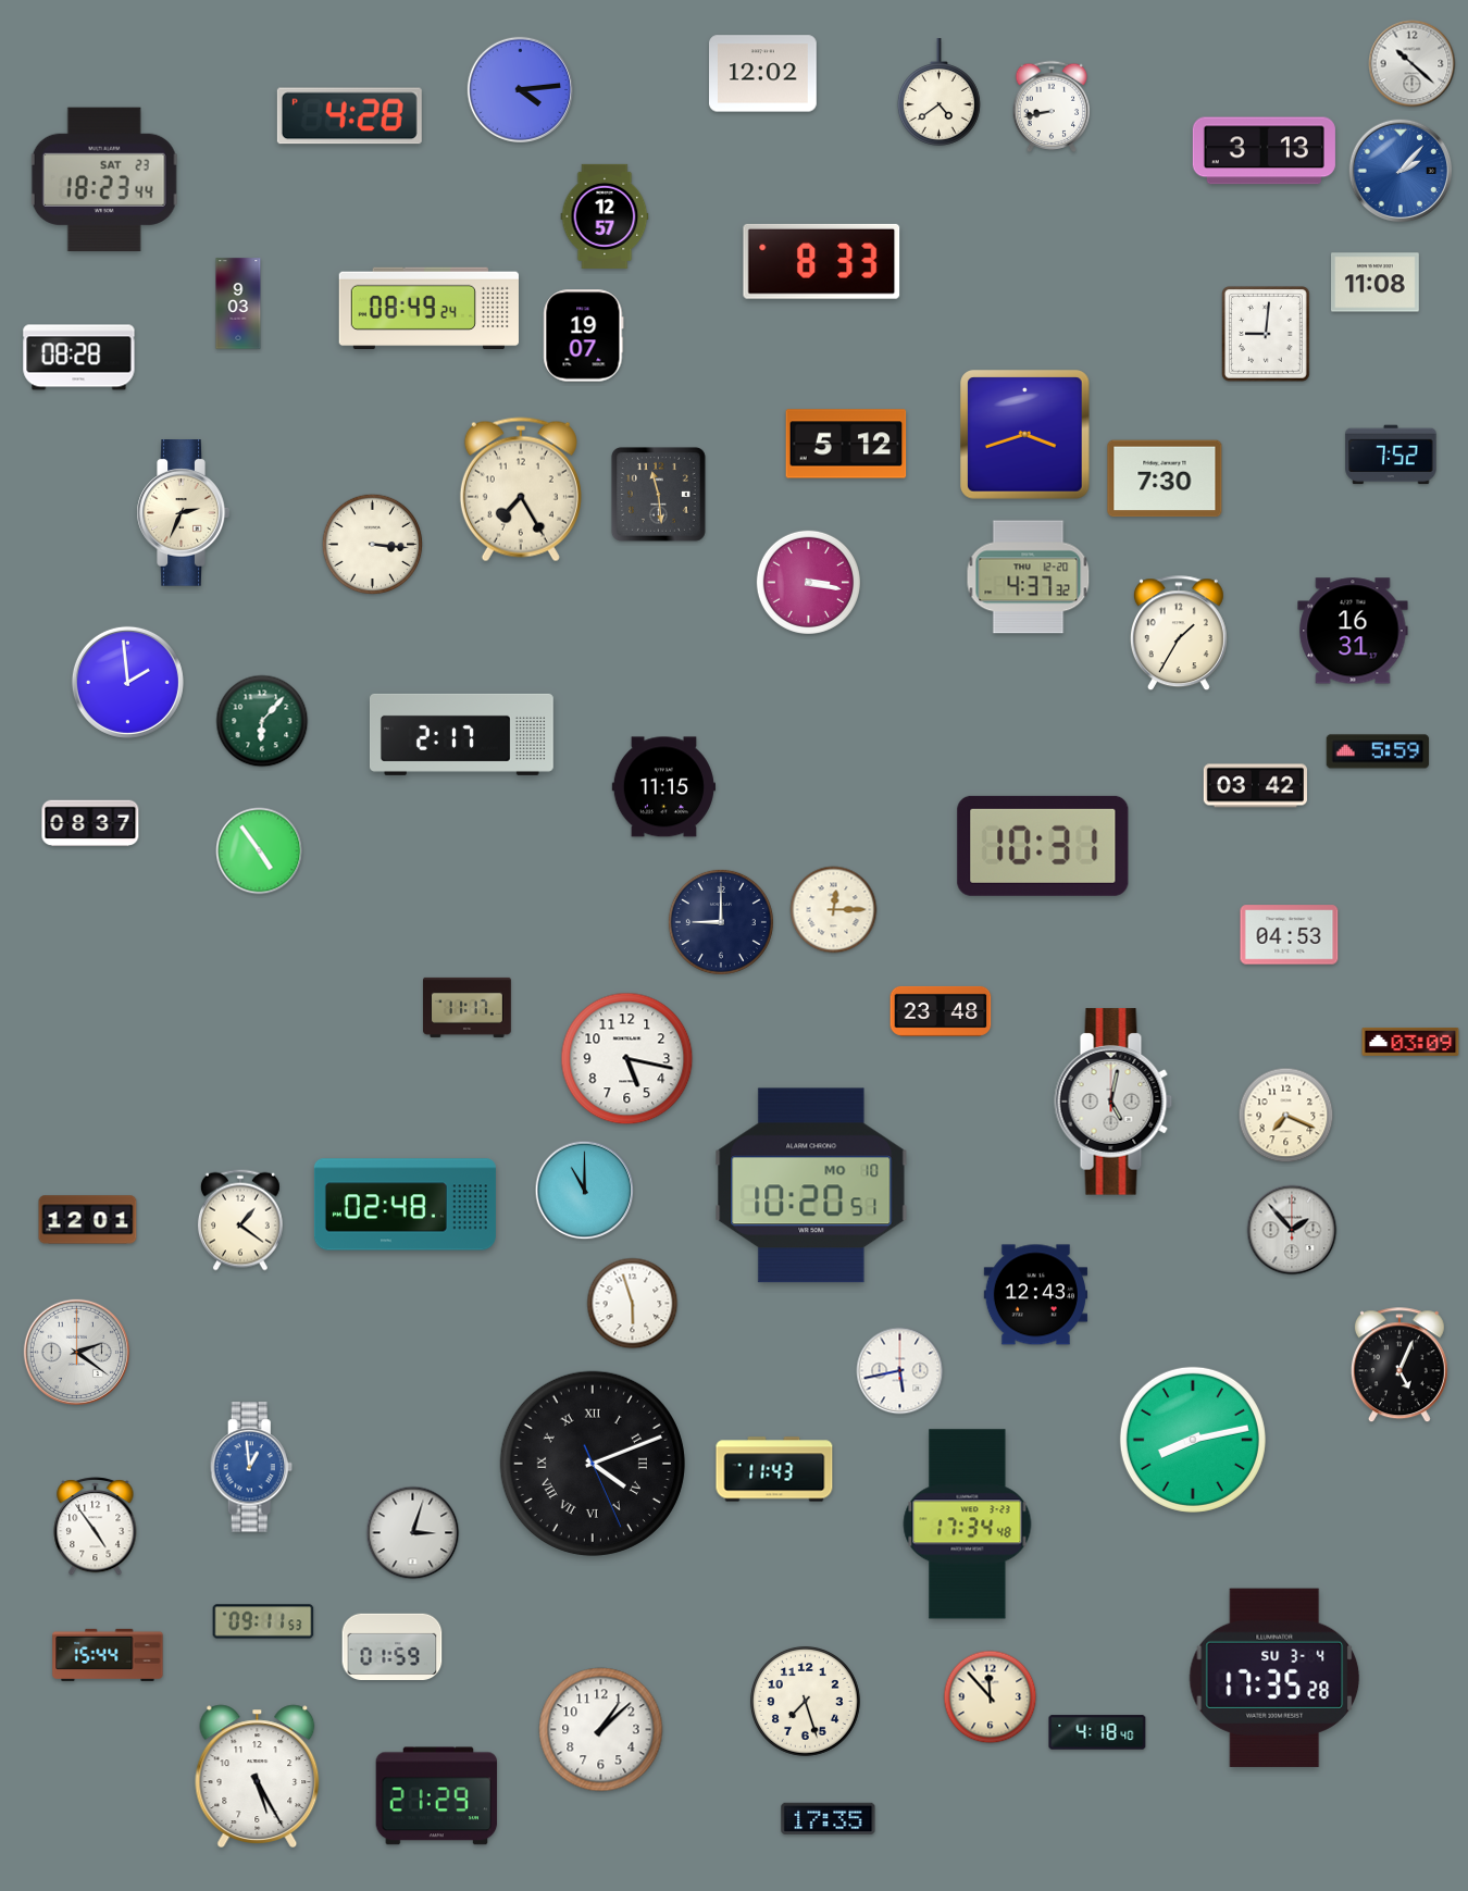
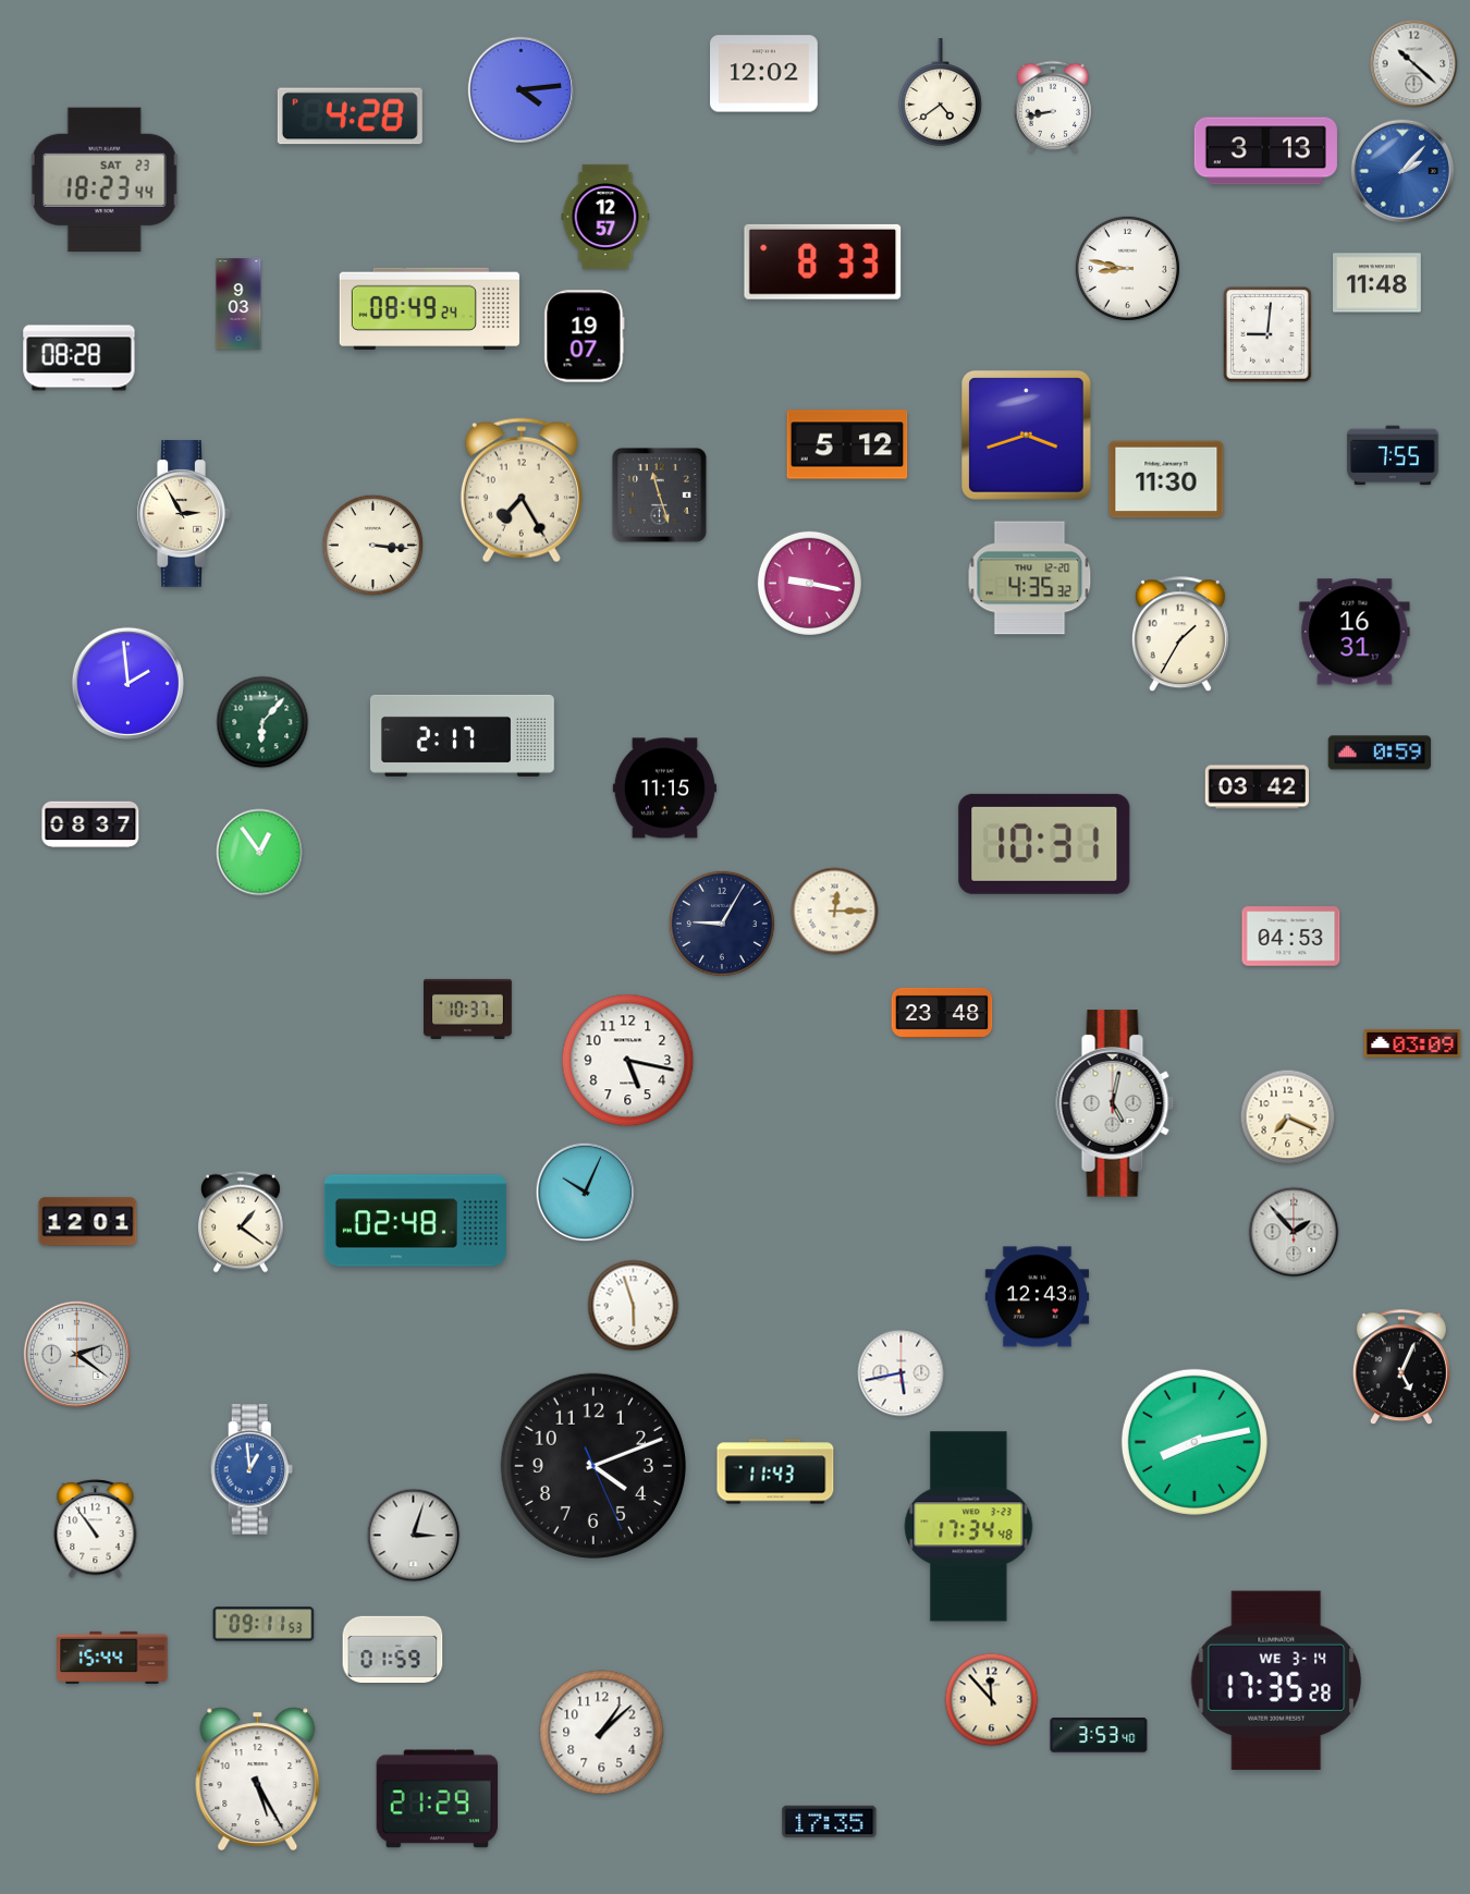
clock at (1127, 268): none -> 8:47
clock at (1376, 283): 11:08 -> 11:48
clock at (1391, 455): 7:52 -> 7:55
clock at (1165, 478): 7:30 -> 11:30
clock at (658, 494): 11:29 -> 11:27
clock at (183, 513): 2:34 -> 2:55
clock at (1029, 577): 4:37 -> 4:35
clock at (808, 582): 3:17 -> 9:17
clock at (1378, 751): 5:59 -> 0:59
clock at (1043, 846) position: (1043, 846) -> (1044, 844)
clock at (260, 851): 4:54 -> 12:54
clock at (721, 922): 9:00 -> 9:05
clock at (468, 1007): 11:17 -> 10:37
clock at (811, 1185): 10:20 -> none
clock at (585, 1191): 11:00 -> 10:04
clock at (405, 1205) position: (405, 1205) -> (415, 1221)
clock at (593, 1464) numerals: Roman -> Arabic
clock at (96, 1527): 4:54 -> 10:54
clock at (108, 1655) position: (108, 1655) -> (112, 1658)
clock at (1274, 1678) date: SU 3-4 -> WE 3-14
clock at (805, 1701): 7:27 -> none
clock at (1097, 1732): 4:18 -> 3:53
